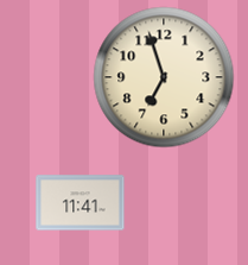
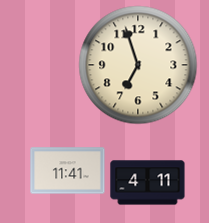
clock at (148, 183): none -> 4:11
